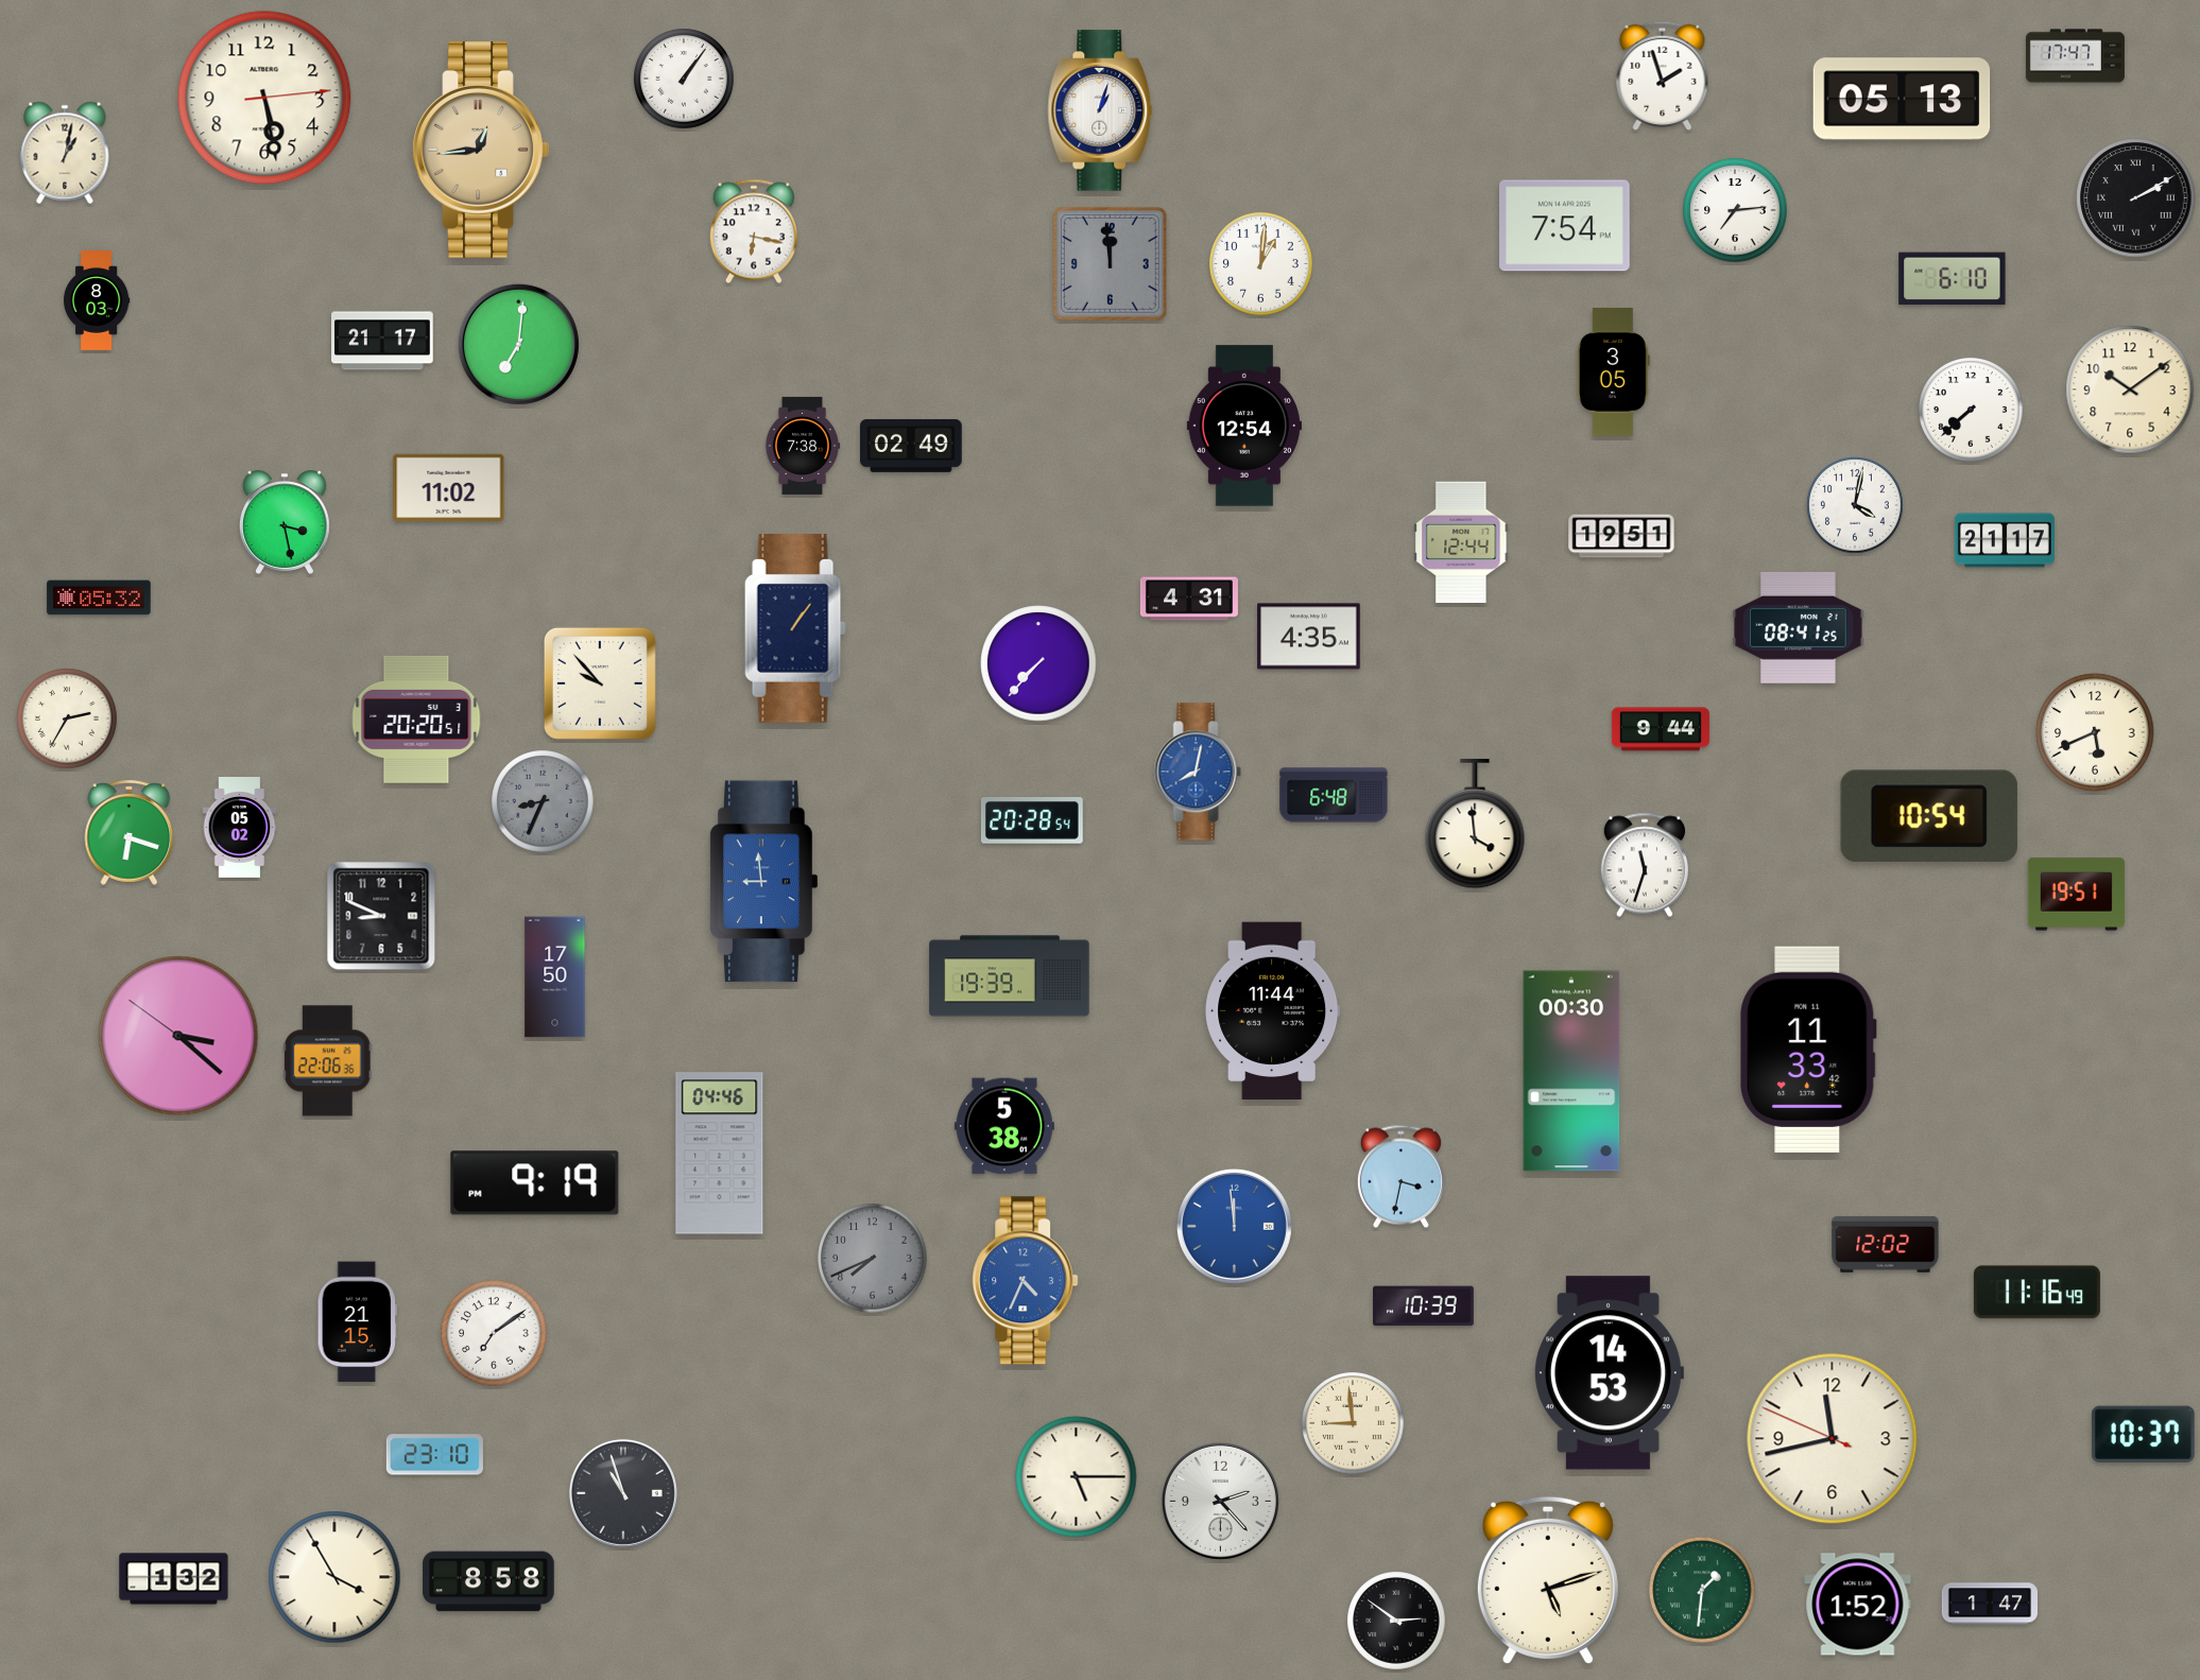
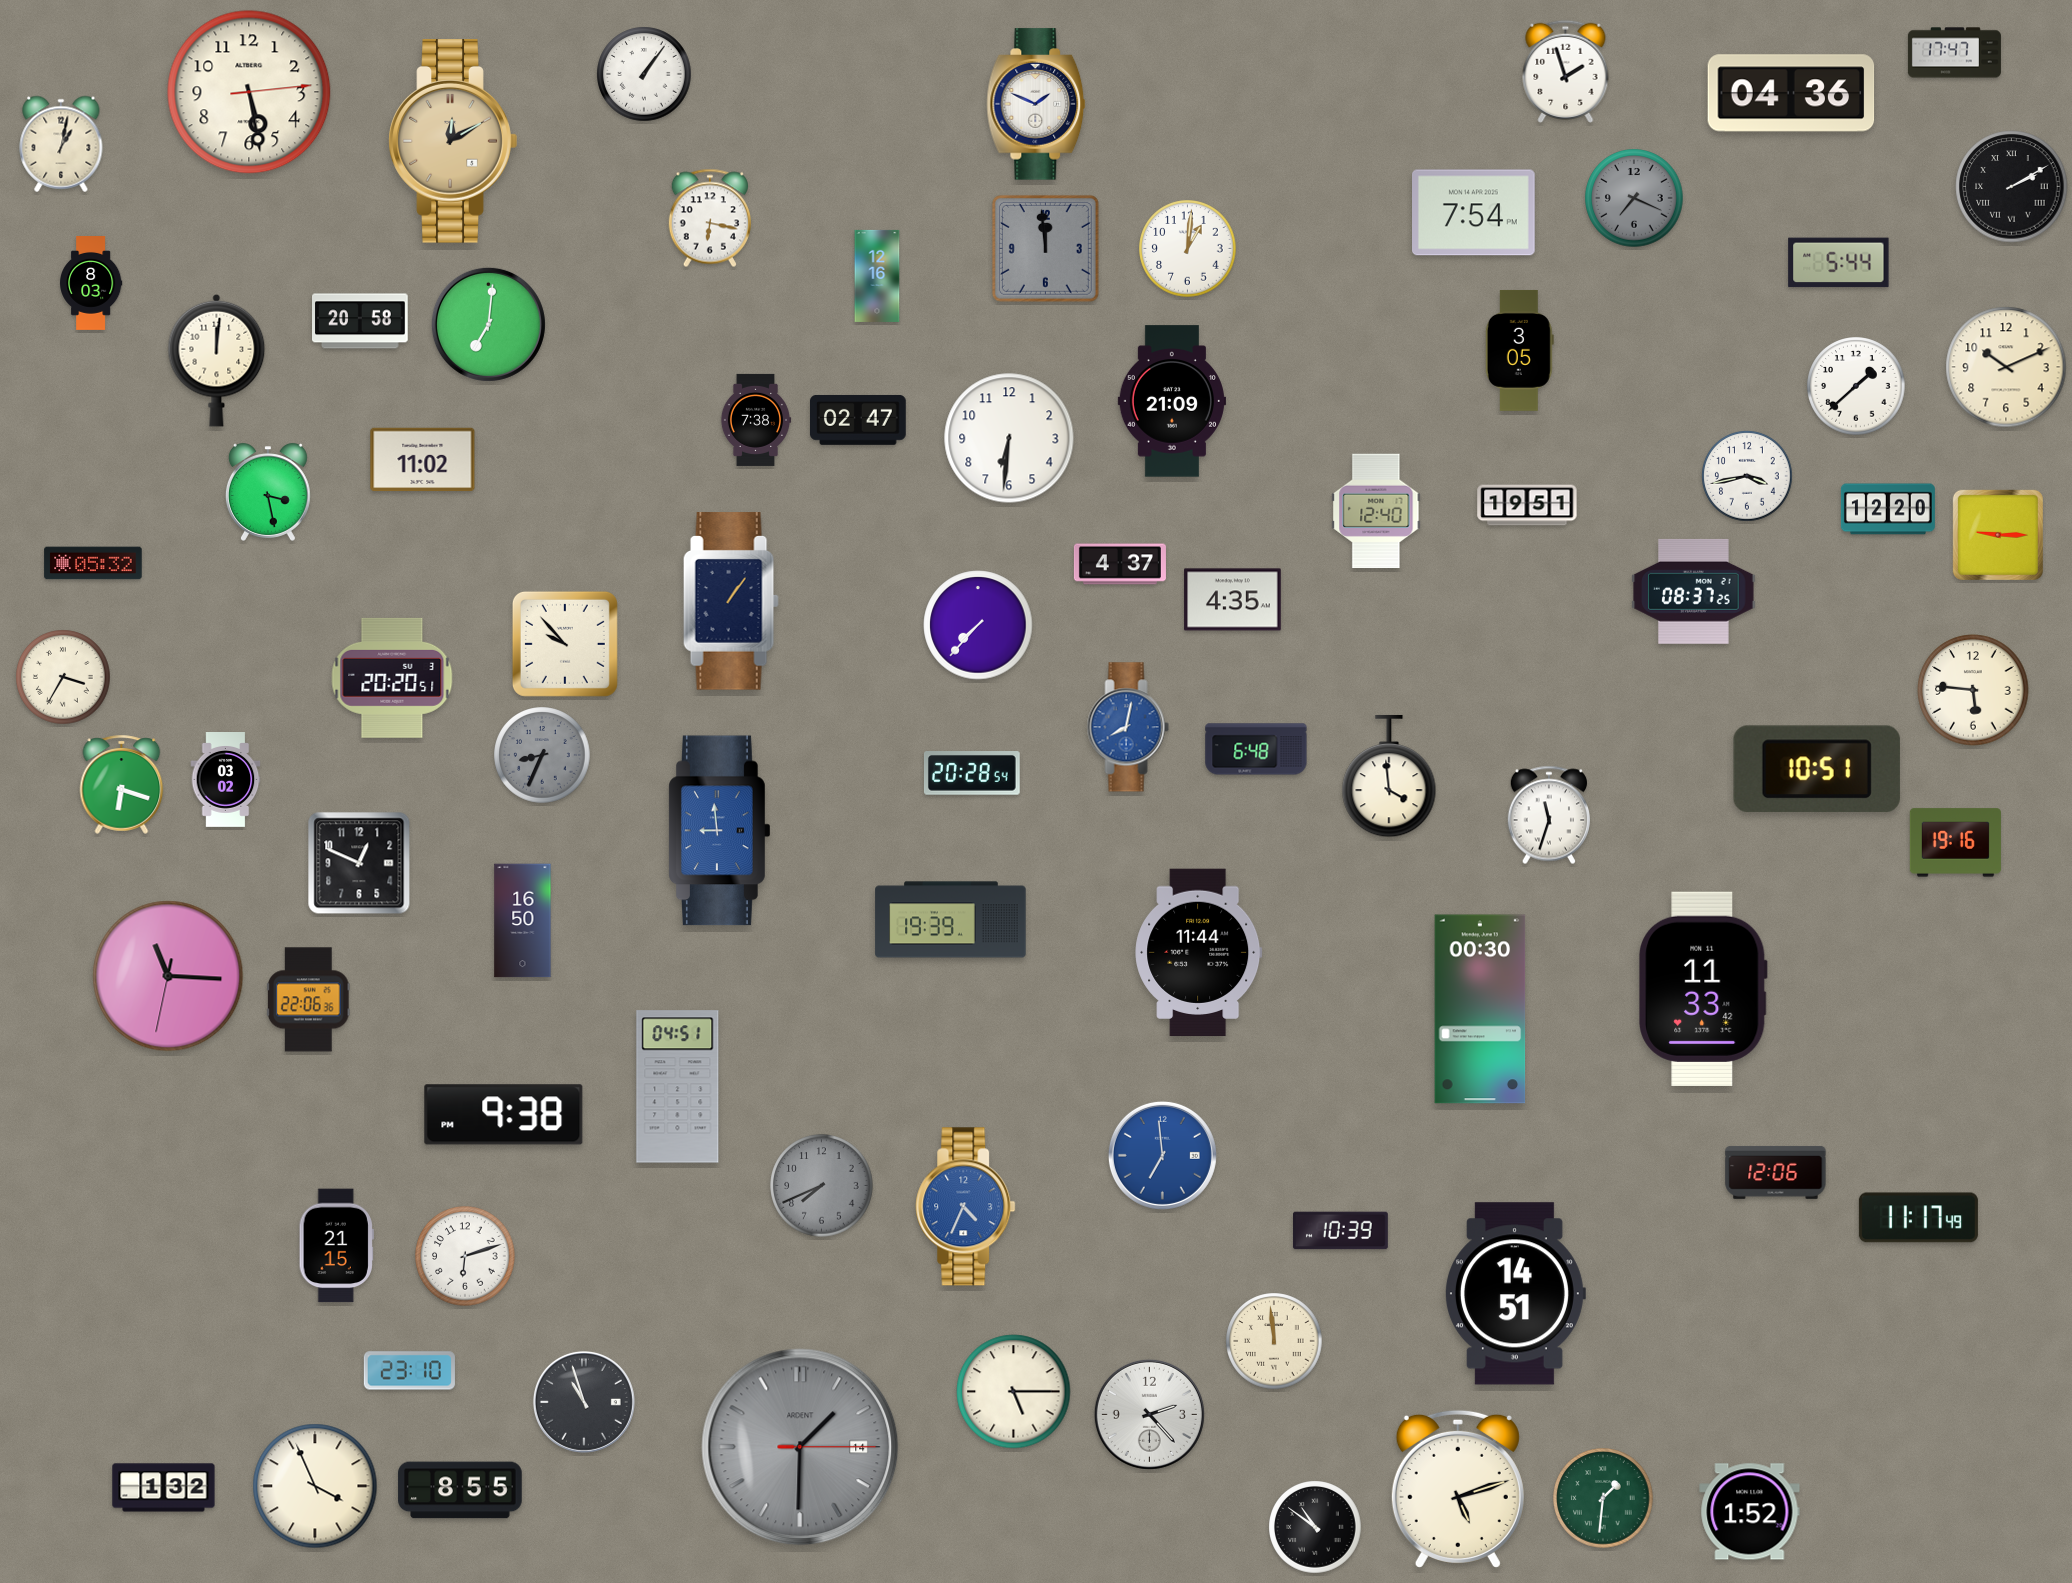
clock at (1902, 99): 05:13 -> 04:36
clock at (1100, 110): 1:03 -> 1:49
clock at (481, 151): 12:44 -> 12:10
clock at (1735, 210): 7:14 -> 7:19
clock at (1735, 210) dial: white -> grey
clock at (1953, 279): 6:10 -> 5:44
clock at (877, 276): none -> 12:16
clock at (383, 341): 21:17 -> 20:58
clock at (217, 360): none -> 12:01
clock at (2130, 389): 10:09 -> 10:11
clock at (1971, 410): 7:38 -> 1:38
clock at (1243, 426): 12:54 -> 21:09
clock at (912, 446): 02:49 -> 02:47
clock at (1009, 438): none -> 6:31
clock at (1856, 506): 4:02 -> 3:43
clock at (2005, 540): 21:17 -> 12:20
clock at (1461, 542): 12:44 -> 12:40
clock at (1998, 535): none -> 9:15
clock at (1189, 599): 4:31 -> 4:37
clock at (1799, 627): 08:41 -> 08:37
clock at (795, 628) position: (795, 628) -> (731, 601)
clock at (67, 718): 2:35 -> 3:35
clock at (1661, 729): 9:44 -> none
clock at (2095, 732): 5:41 -> 5:46
clock at (543, 801) position: (543, 801) -> (542, 755)
clock at (1929, 815): 10:54 -> 10:51
clock at (240, 828): 05:02 -> 03:02
clock at (2076, 895): 19:51 -> 19:16
clock at (381, 916): 8:49 -> 12:49
clock at (555, 977): 17:50 -> 16:50
clock at (178, 1036): 3:21 -> 11:15
clock at (1004, 1126): 5:38 -> none
clock at (720, 1154): 04:46 -> 04:51
clock at (1400, 1177): 3:32 -> none
clock at (535, 1183): 9:19 -> 9:38
clock at (1234, 1226): 11:59 -> 6:59
clock at (1886, 1244): 12:02 -> 12:06
clock at (2036, 1293): 11:16 -> 11:17
clock at (494, 1333): 7:09 -> 6:12
clock at (1609, 1373): 14:53 -> 14:51
clock at (1353, 1423): 8:59 -> 11:59
clock at (2143, 1434): 10:37 -> none
clock at (1833, 1439): 11:42 -> none
clock at (623, 1493) position: (623, 1493) -> (584, 1402)
clock at (800, 1447): none -> 1:30
clock at (334, 1577): 3:55 -> 3:56
clock at (488, 1581): 8:58 -> 8:55
clock at (1989, 1604): 1:47 -> none
clock at (1396, 1621): 2:51 -> 10:51
